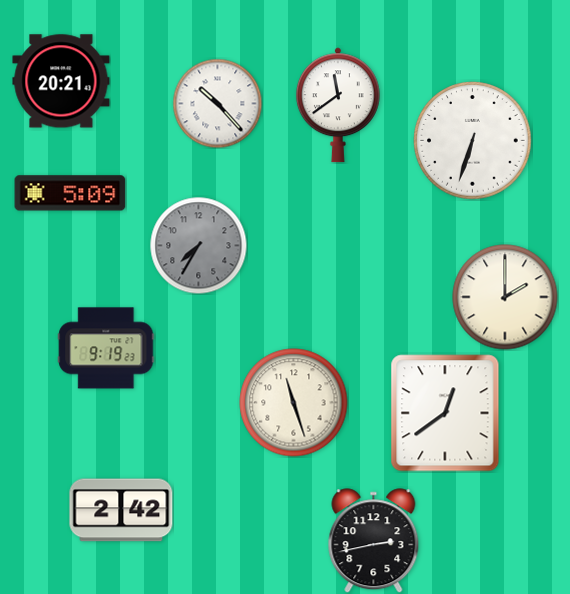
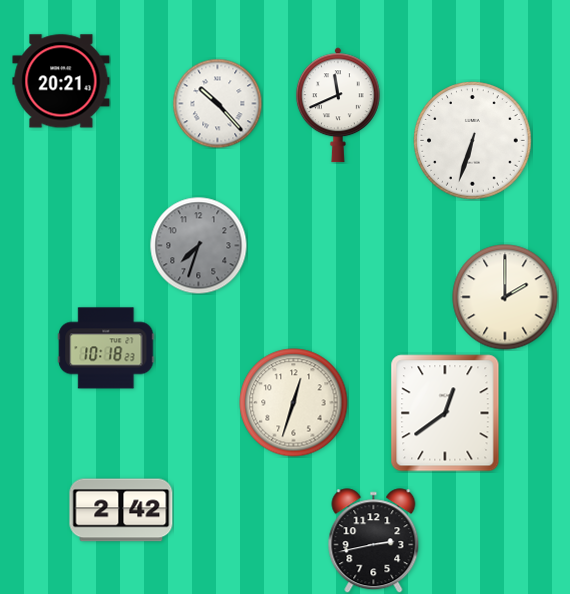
clock at (338, 105): 11:39 -> 11:41
clock at (70, 193): 5:09 -> none
clock at (198, 245): 7:35 -> 7:33
clock at (106, 348): 9:19 -> 10:18
clock at (294, 403): 11:27 -> 12:33
